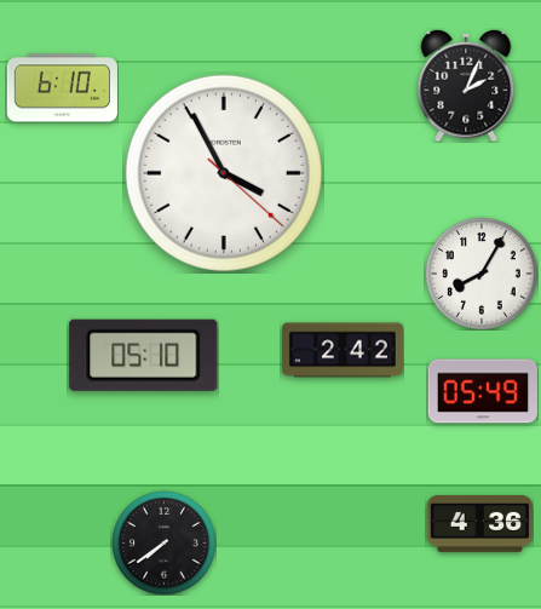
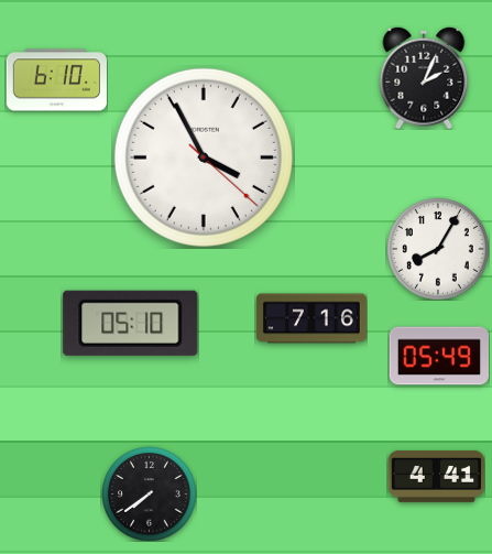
clock at (343, 350): 2:42 -> 7:16
clock at (479, 523): 4:36 -> 4:41
